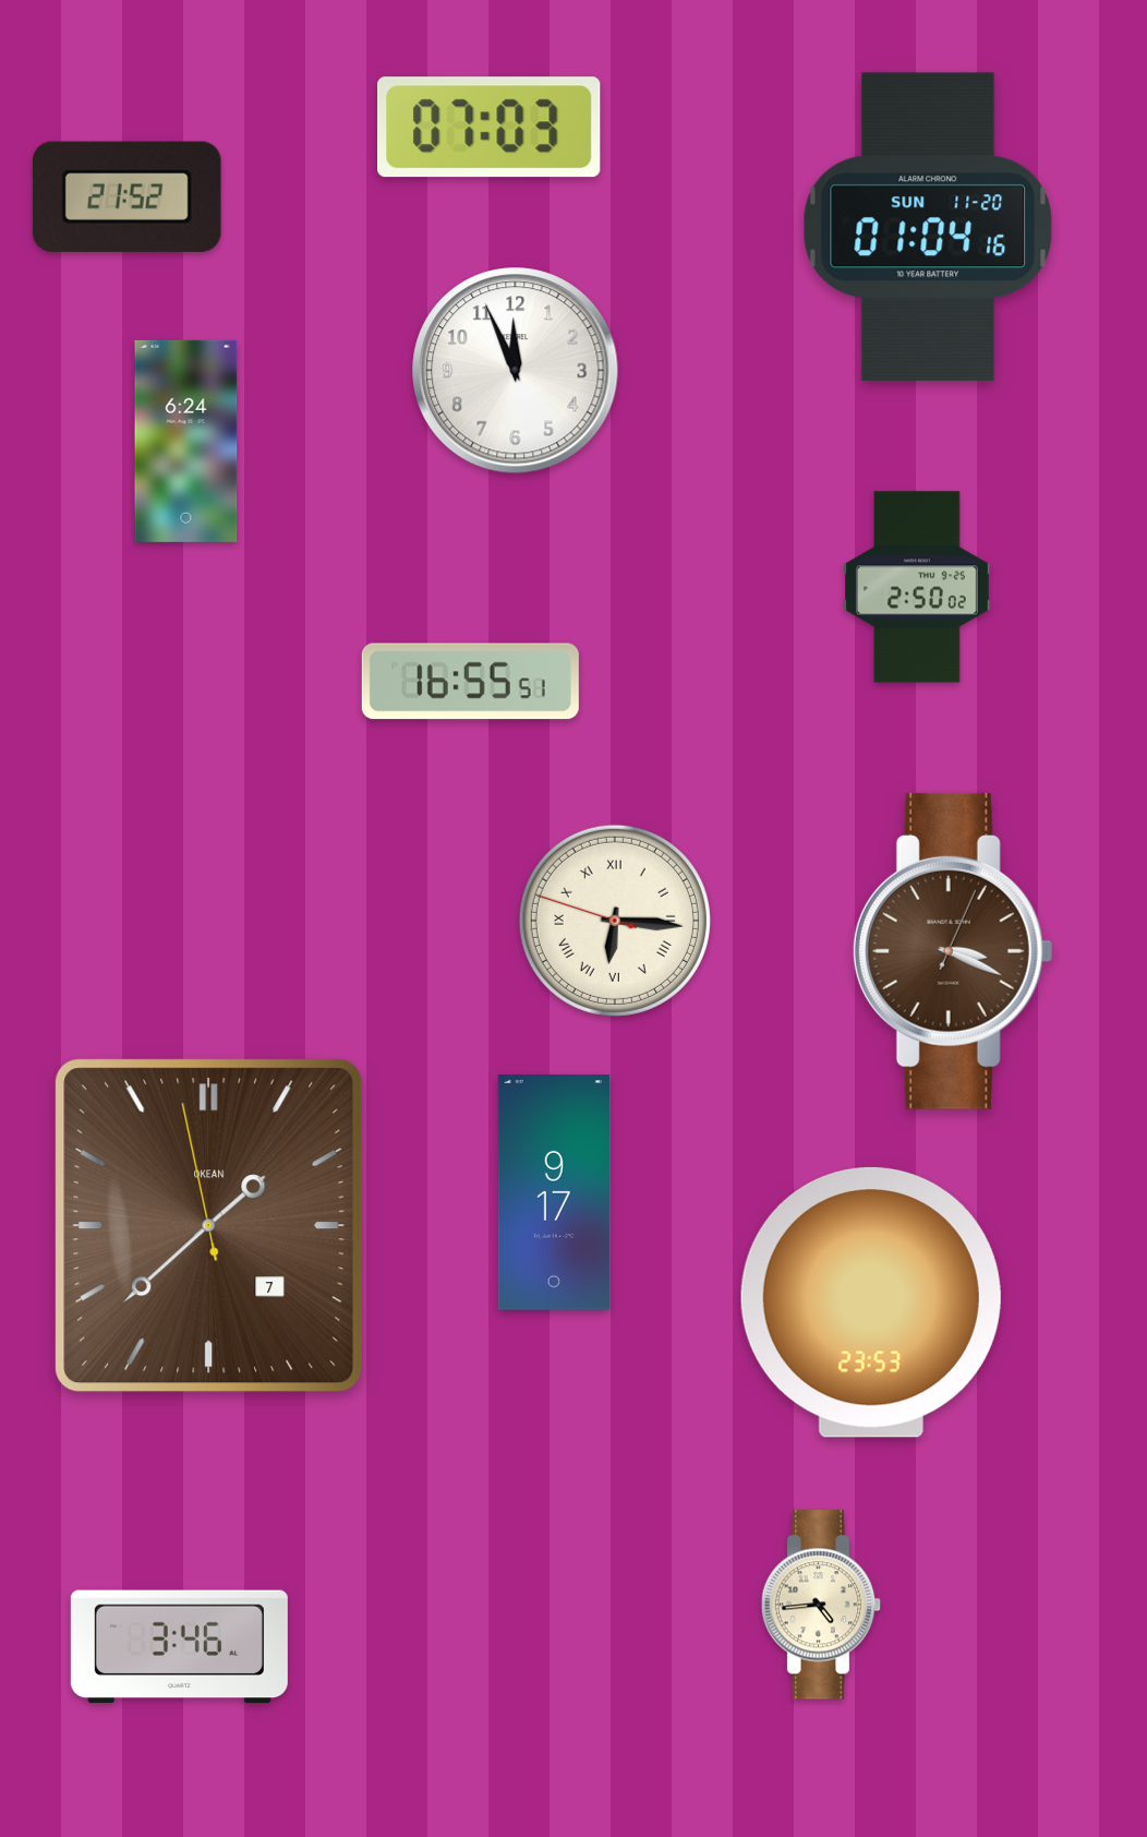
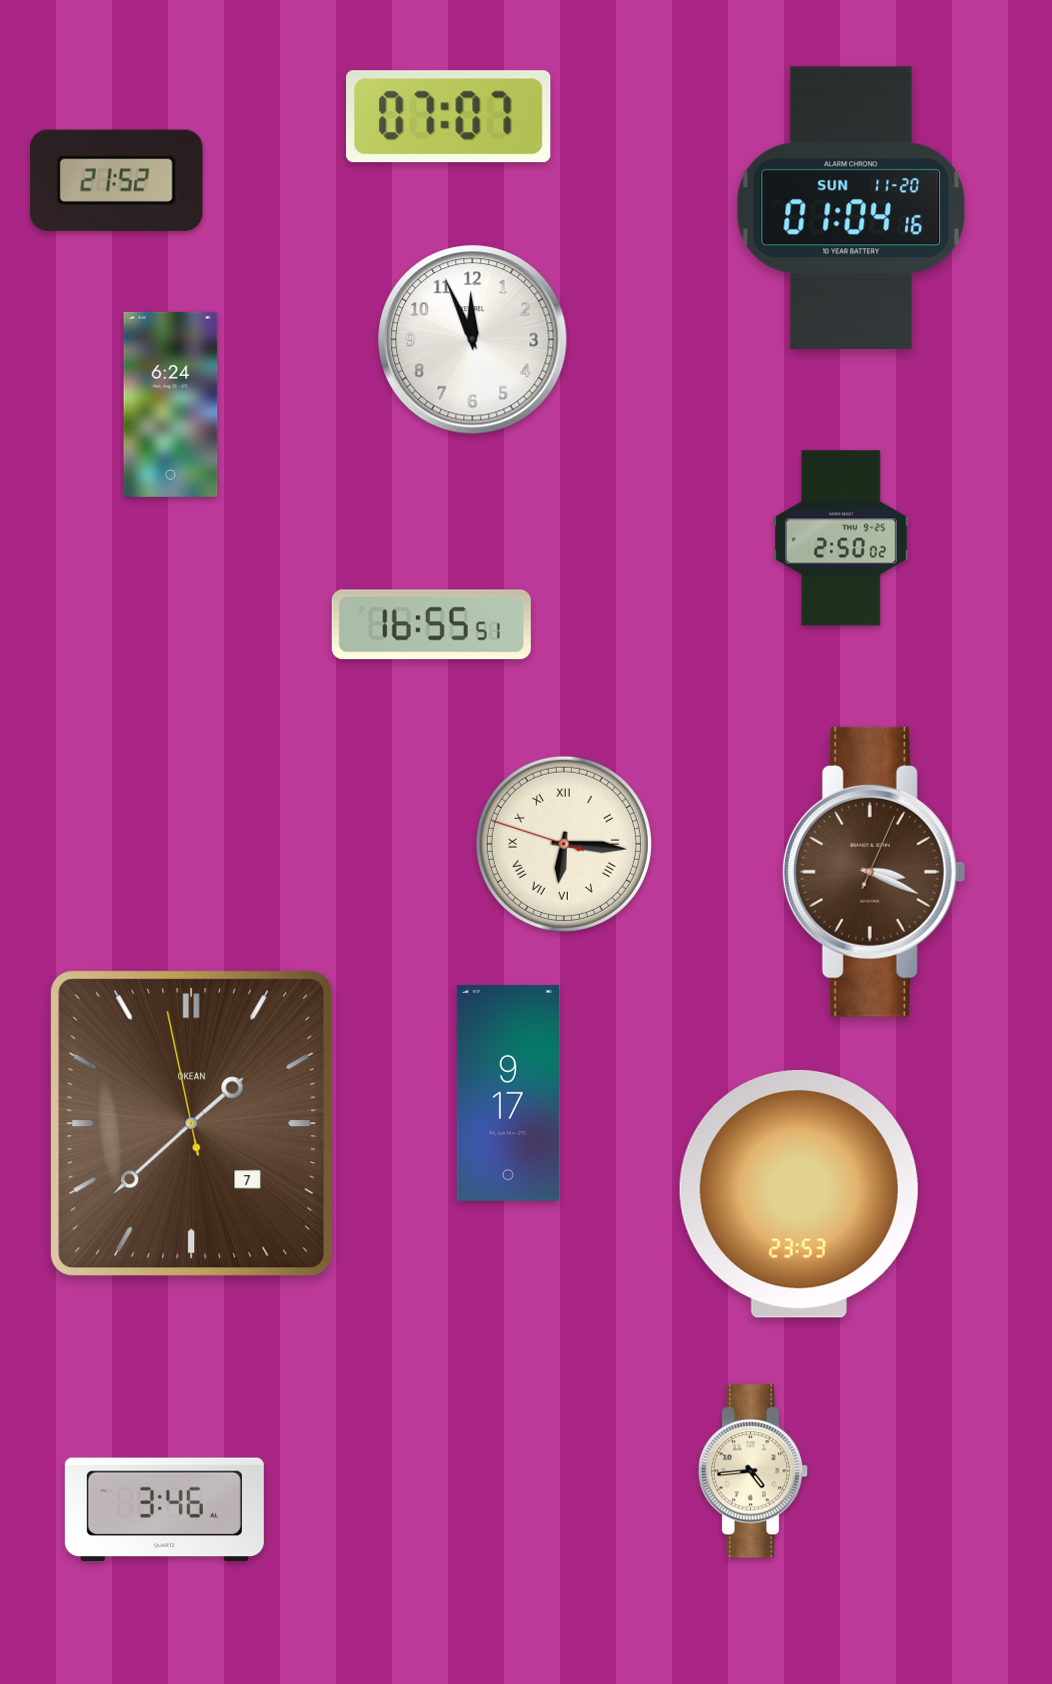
clock at (490, 128): 07:03 -> 07:07
